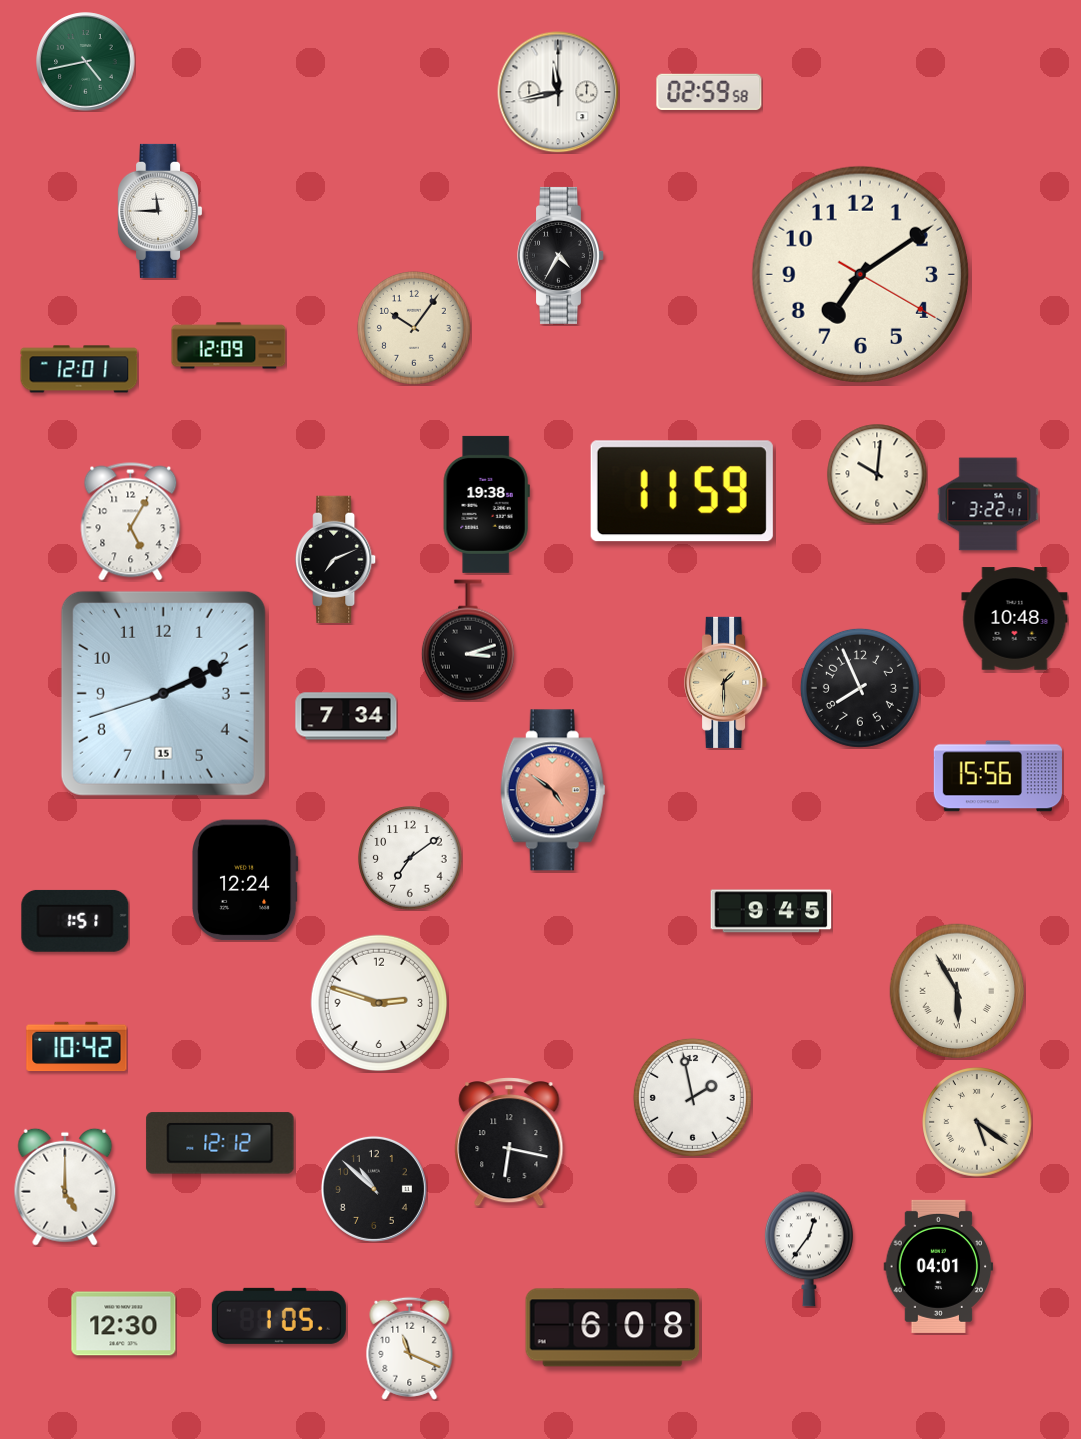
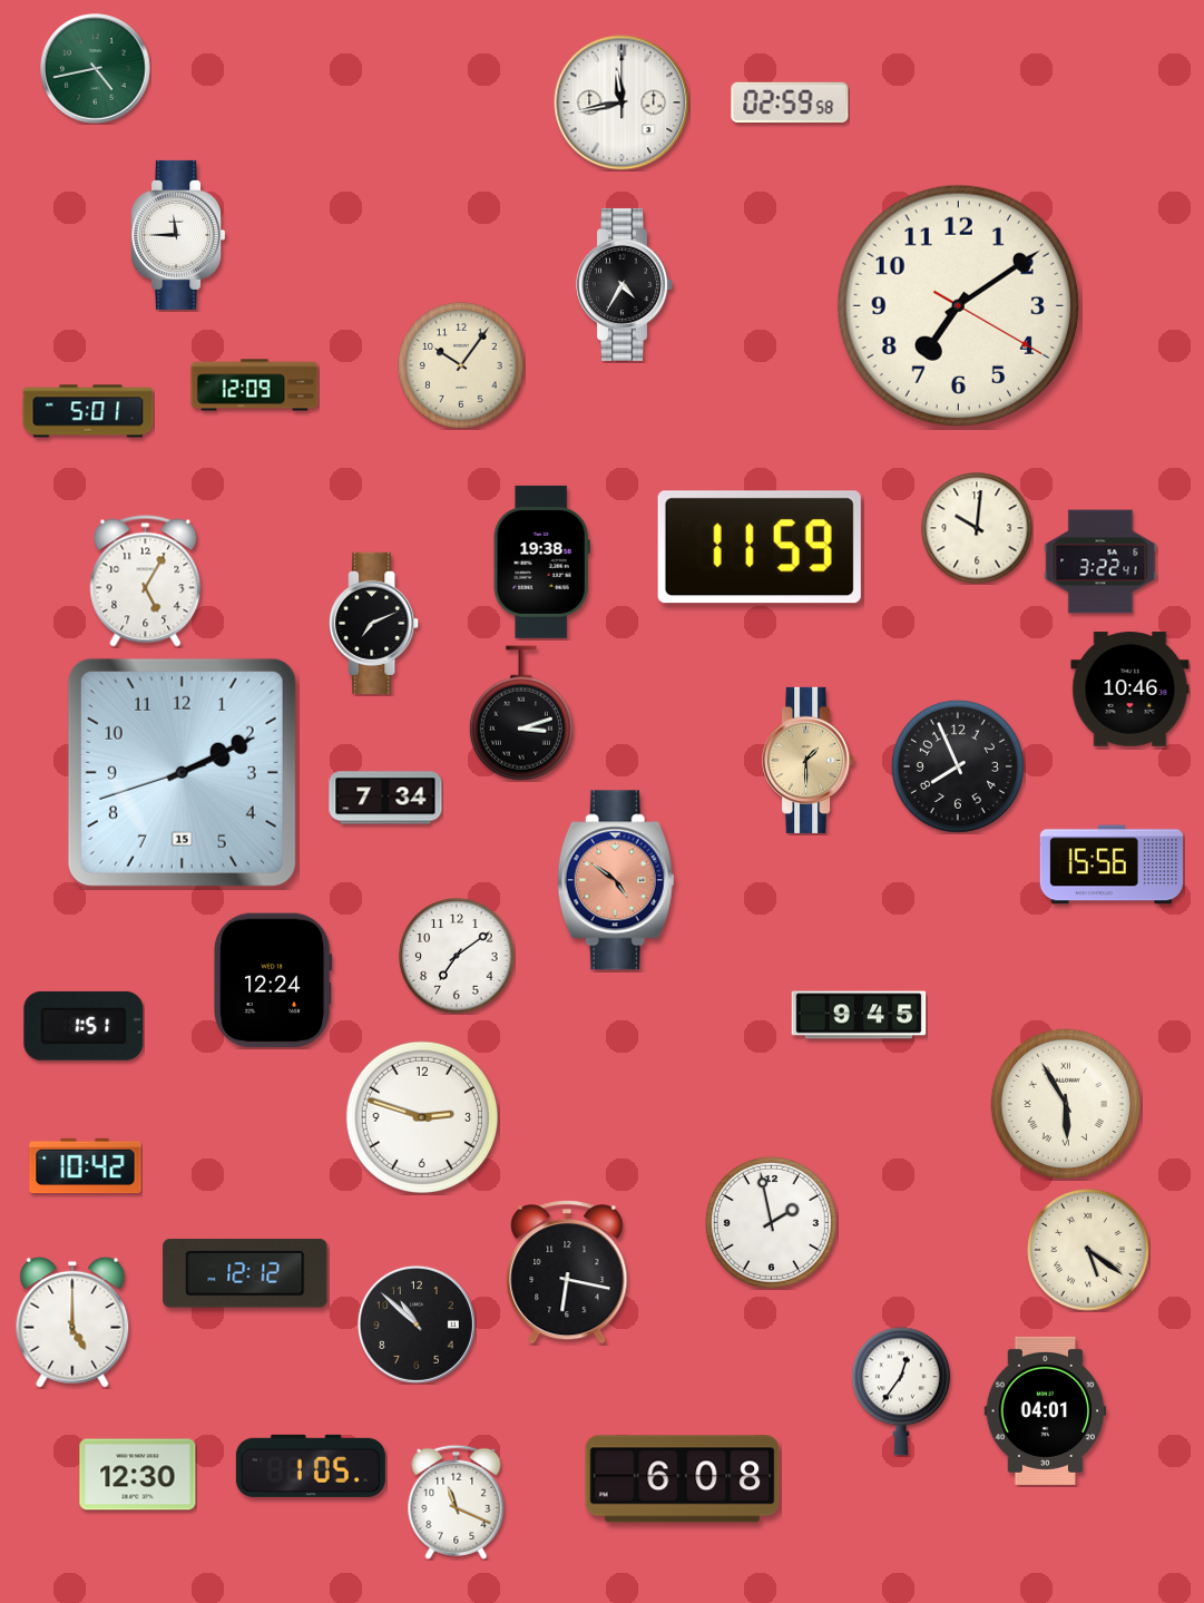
clock at (79, 369): 12:01 -> 5:01
clock at (1015, 619): 10:48 -> 10:46
